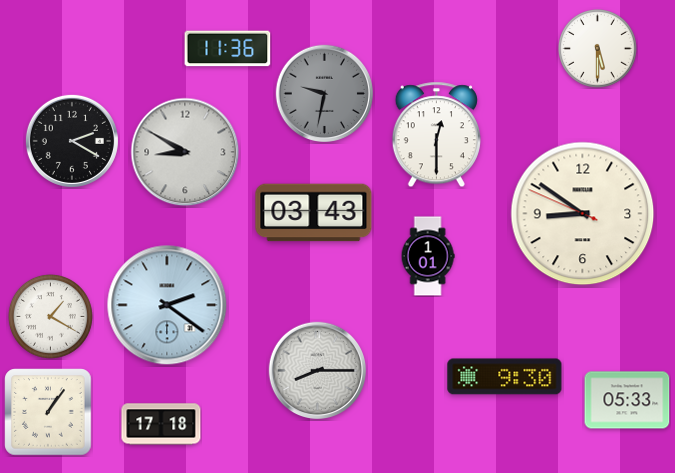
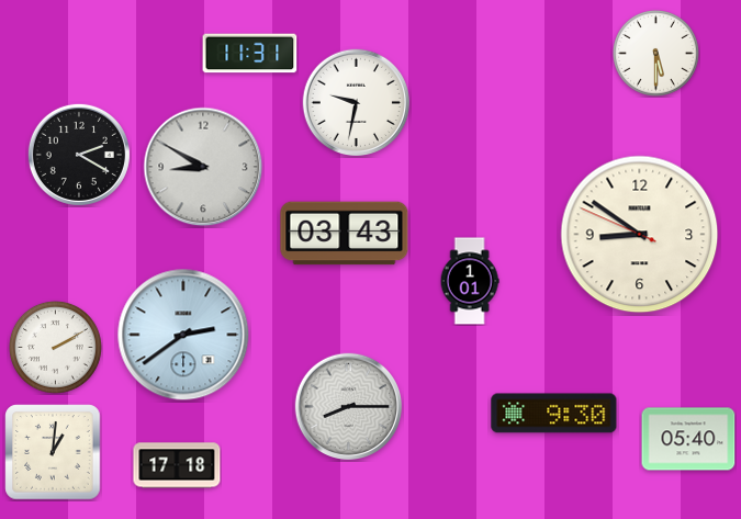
clock at (228, 49): 11:36 -> 11:31
clock at (324, 93) dial: grey -> white
clock at (436, 135): 12:30 -> none
clock at (167, 305): 2:21 -> 2:39
clock at (50, 316): 1:20 -> 2:10
clock at (627, 400): 05:33 -> 05:40
clock at (48, 412): 1:06 -> 1:01
